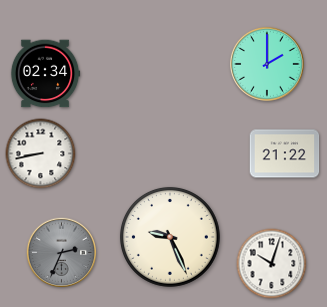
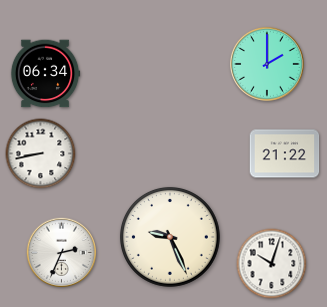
clock at (45, 74): 02:34 -> 06:34
clock at (62, 253) dial: grey -> white
